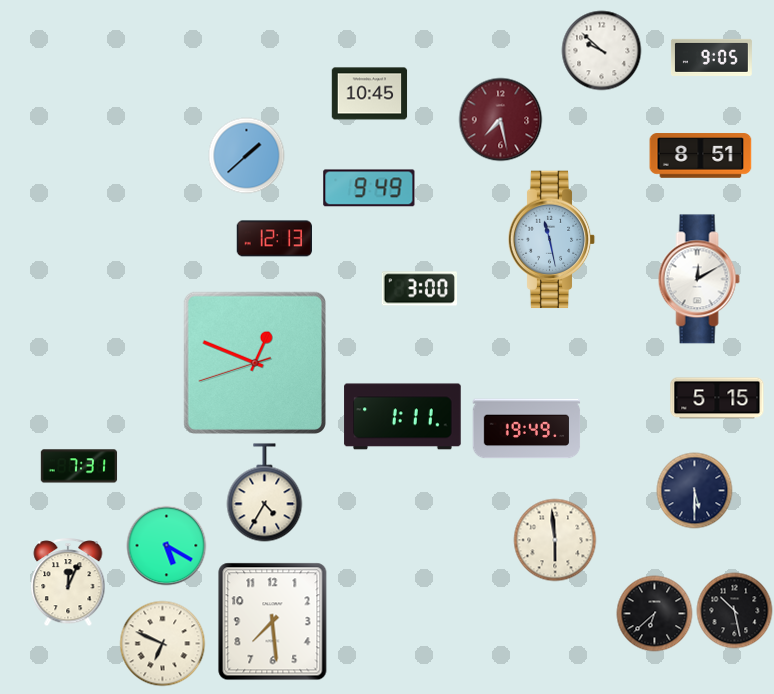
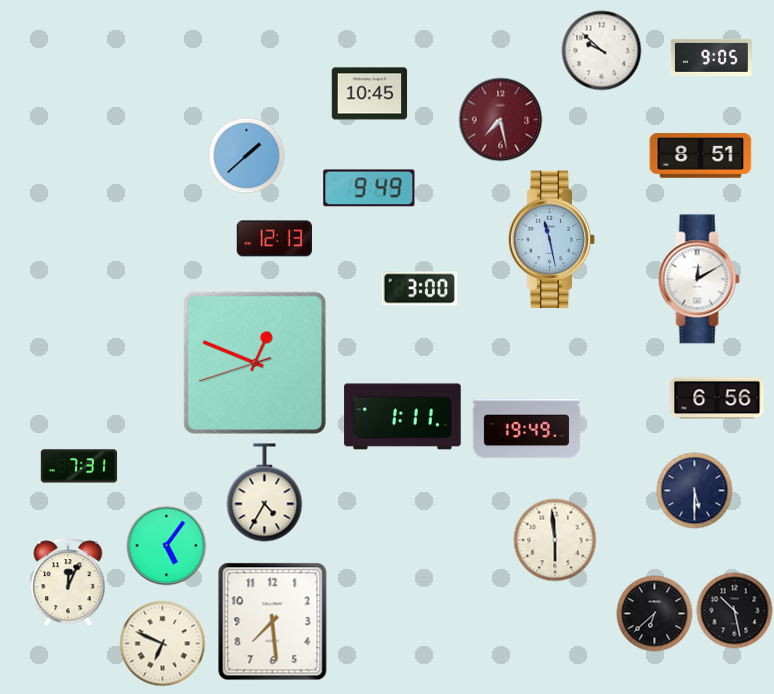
clock at (717, 398): 5:15 -> 6:56
clock at (167, 546): 5:20 -> 5:06
